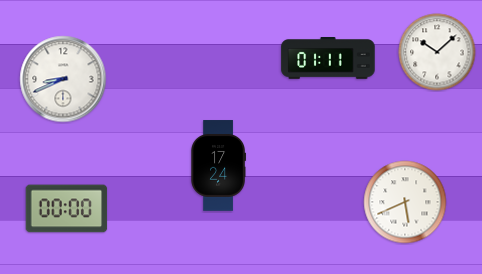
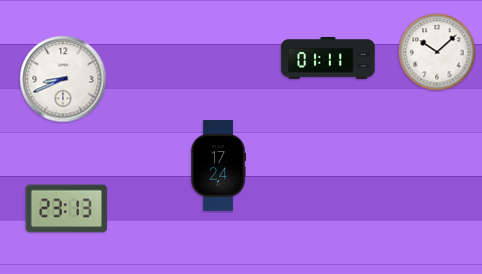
clock at (405, 202): 5:41 -> none
clock at (67, 209): 00:00 -> 23:13
